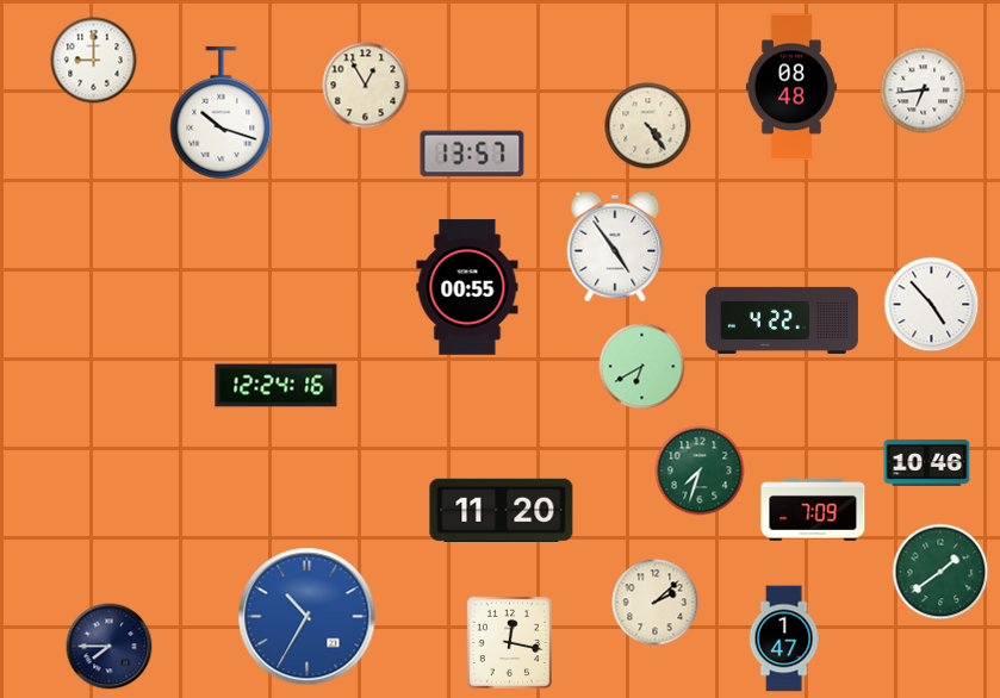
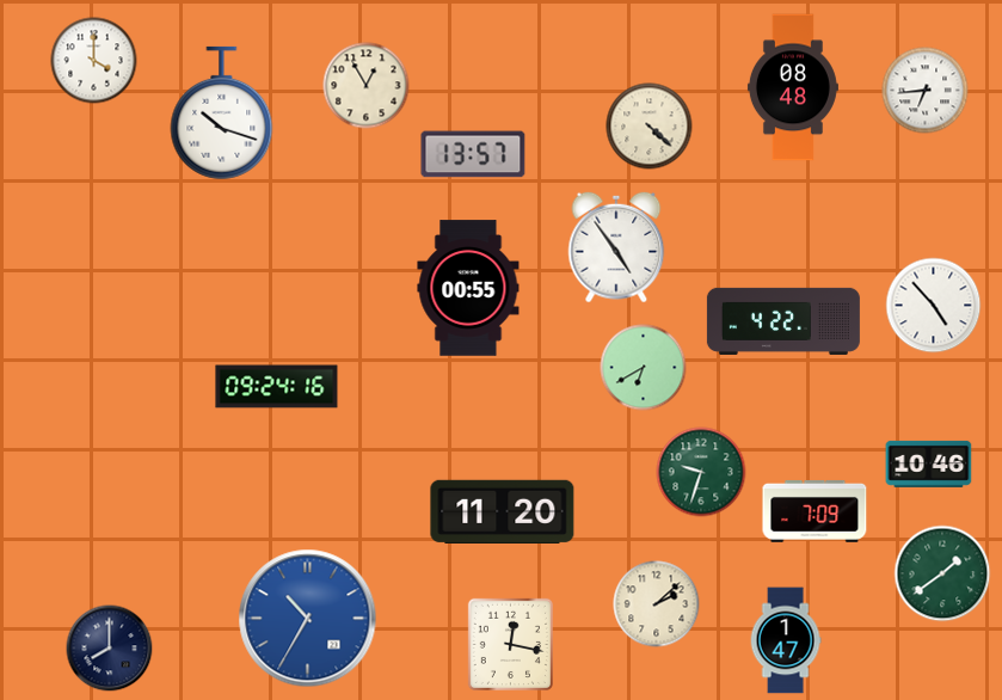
clock at (94, 61): 9:00 -> 4:00
clock at (648, 126): 4:24 -> 4:22
clock at (277, 386): 12:24 -> 09:24
clock at (700, 470): 7:33 -> 9:33
clock at (110, 647): 7:45 -> 8:00
